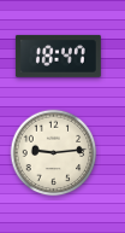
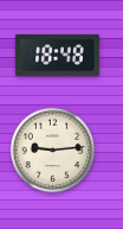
clock at (58, 56): 18:47 -> 18:48
